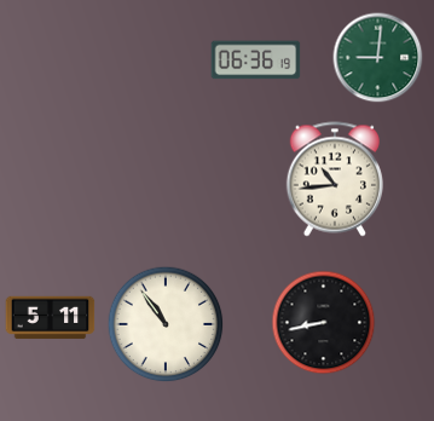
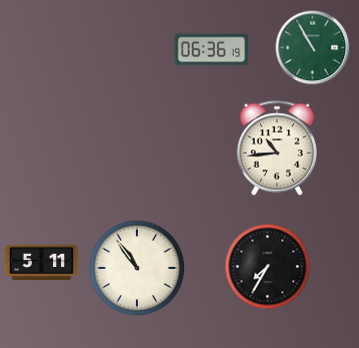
clock at (378, 58): 9:01 -> 10:55
clock at (324, 323): 8:43 -> 7:35
